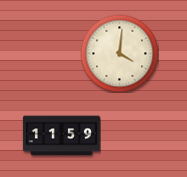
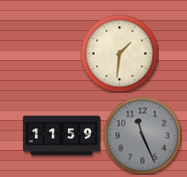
clock at (119, 53): 4:01 -> 1:31
clock at (142, 135): none -> 11:26
